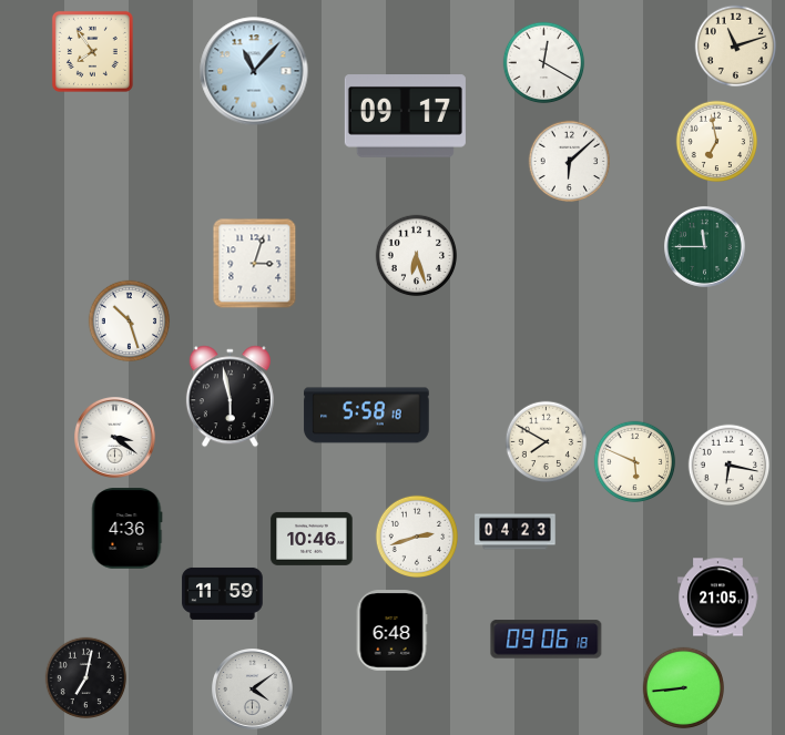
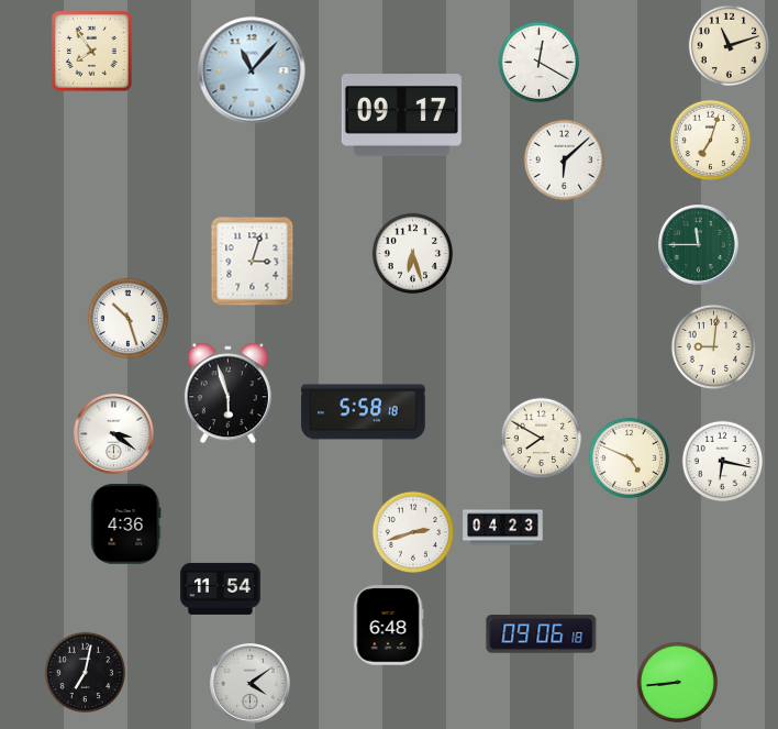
clock at (717, 142): 6:58 -> 7:03
clock at (713, 346): none -> 9:01
clock at (230, 397): 5:58 -> 5:57
clock at (635, 462): 5:49 -> 4:49
clock at (516, 532) position: (516, 532) -> (503, 528)
clock at (312, 539): 10:46 -> none
clock at (223, 593): 11:59 -> 11:54
clock at (718, 598): 21:05 -> none
